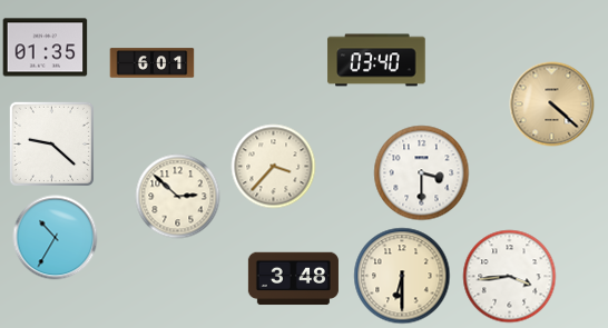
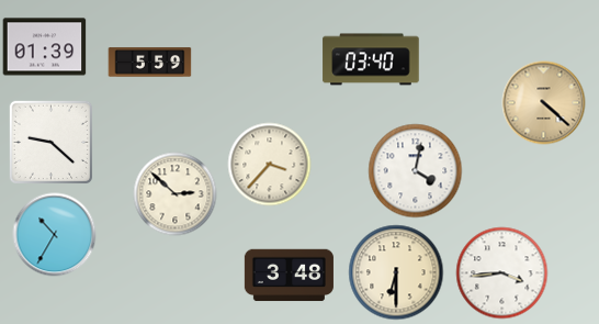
clock at (46, 48): 01:35 -> 01:39
clock at (153, 63): 6:01 -> 5:59
clock at (422, 173): 3:30 -> 4:02
